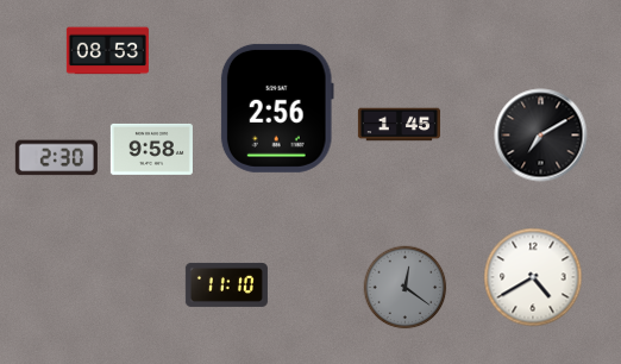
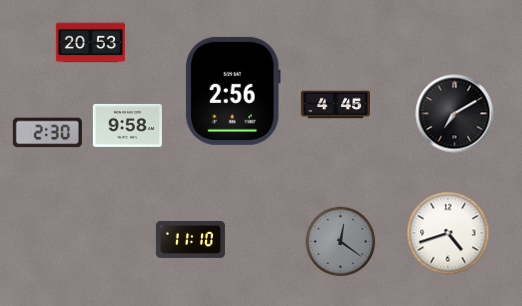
clock at (107, 51): 08:53 -> 20:53
clock at (399, 125): 1:45 -> 4:45
clock at (533, 277): 4:40 -> 4:42
